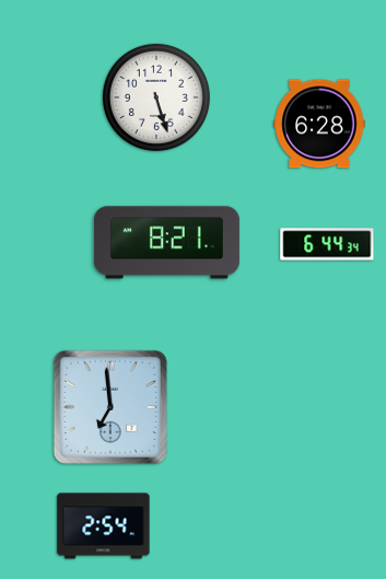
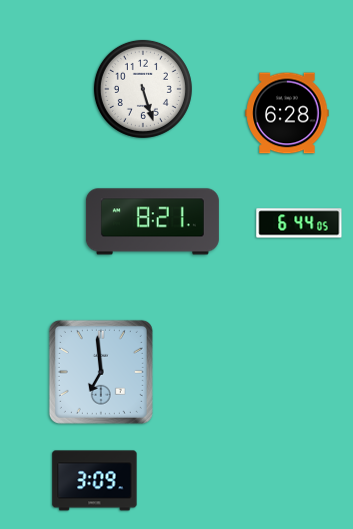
clock at (319, 124) position: (319, 124) -> (287, 113)
clock at (327, 244): 6:44:34 -> 6:44:05
clock at (104, 526): 2:54 -> 3:09
